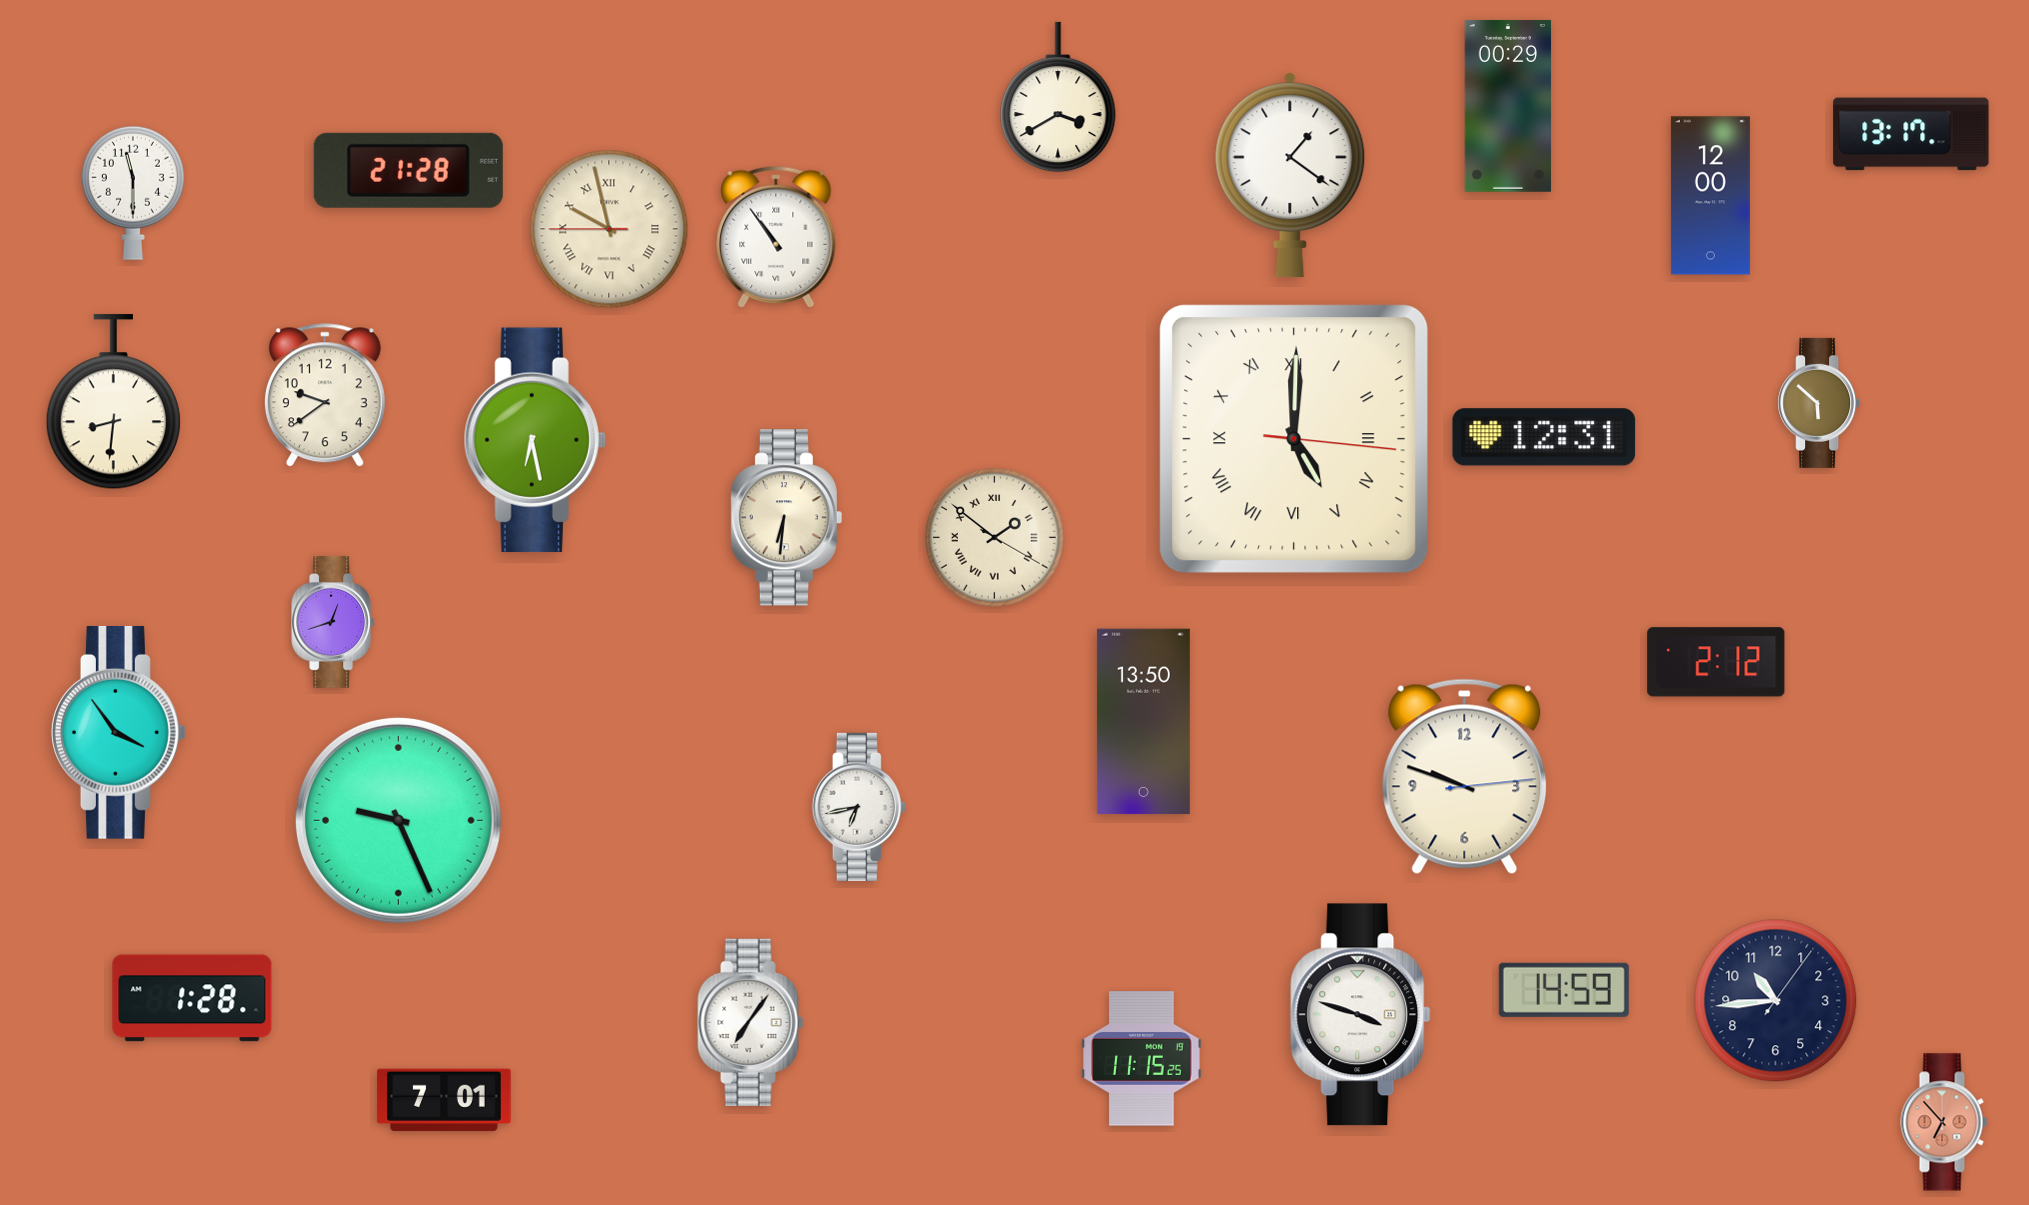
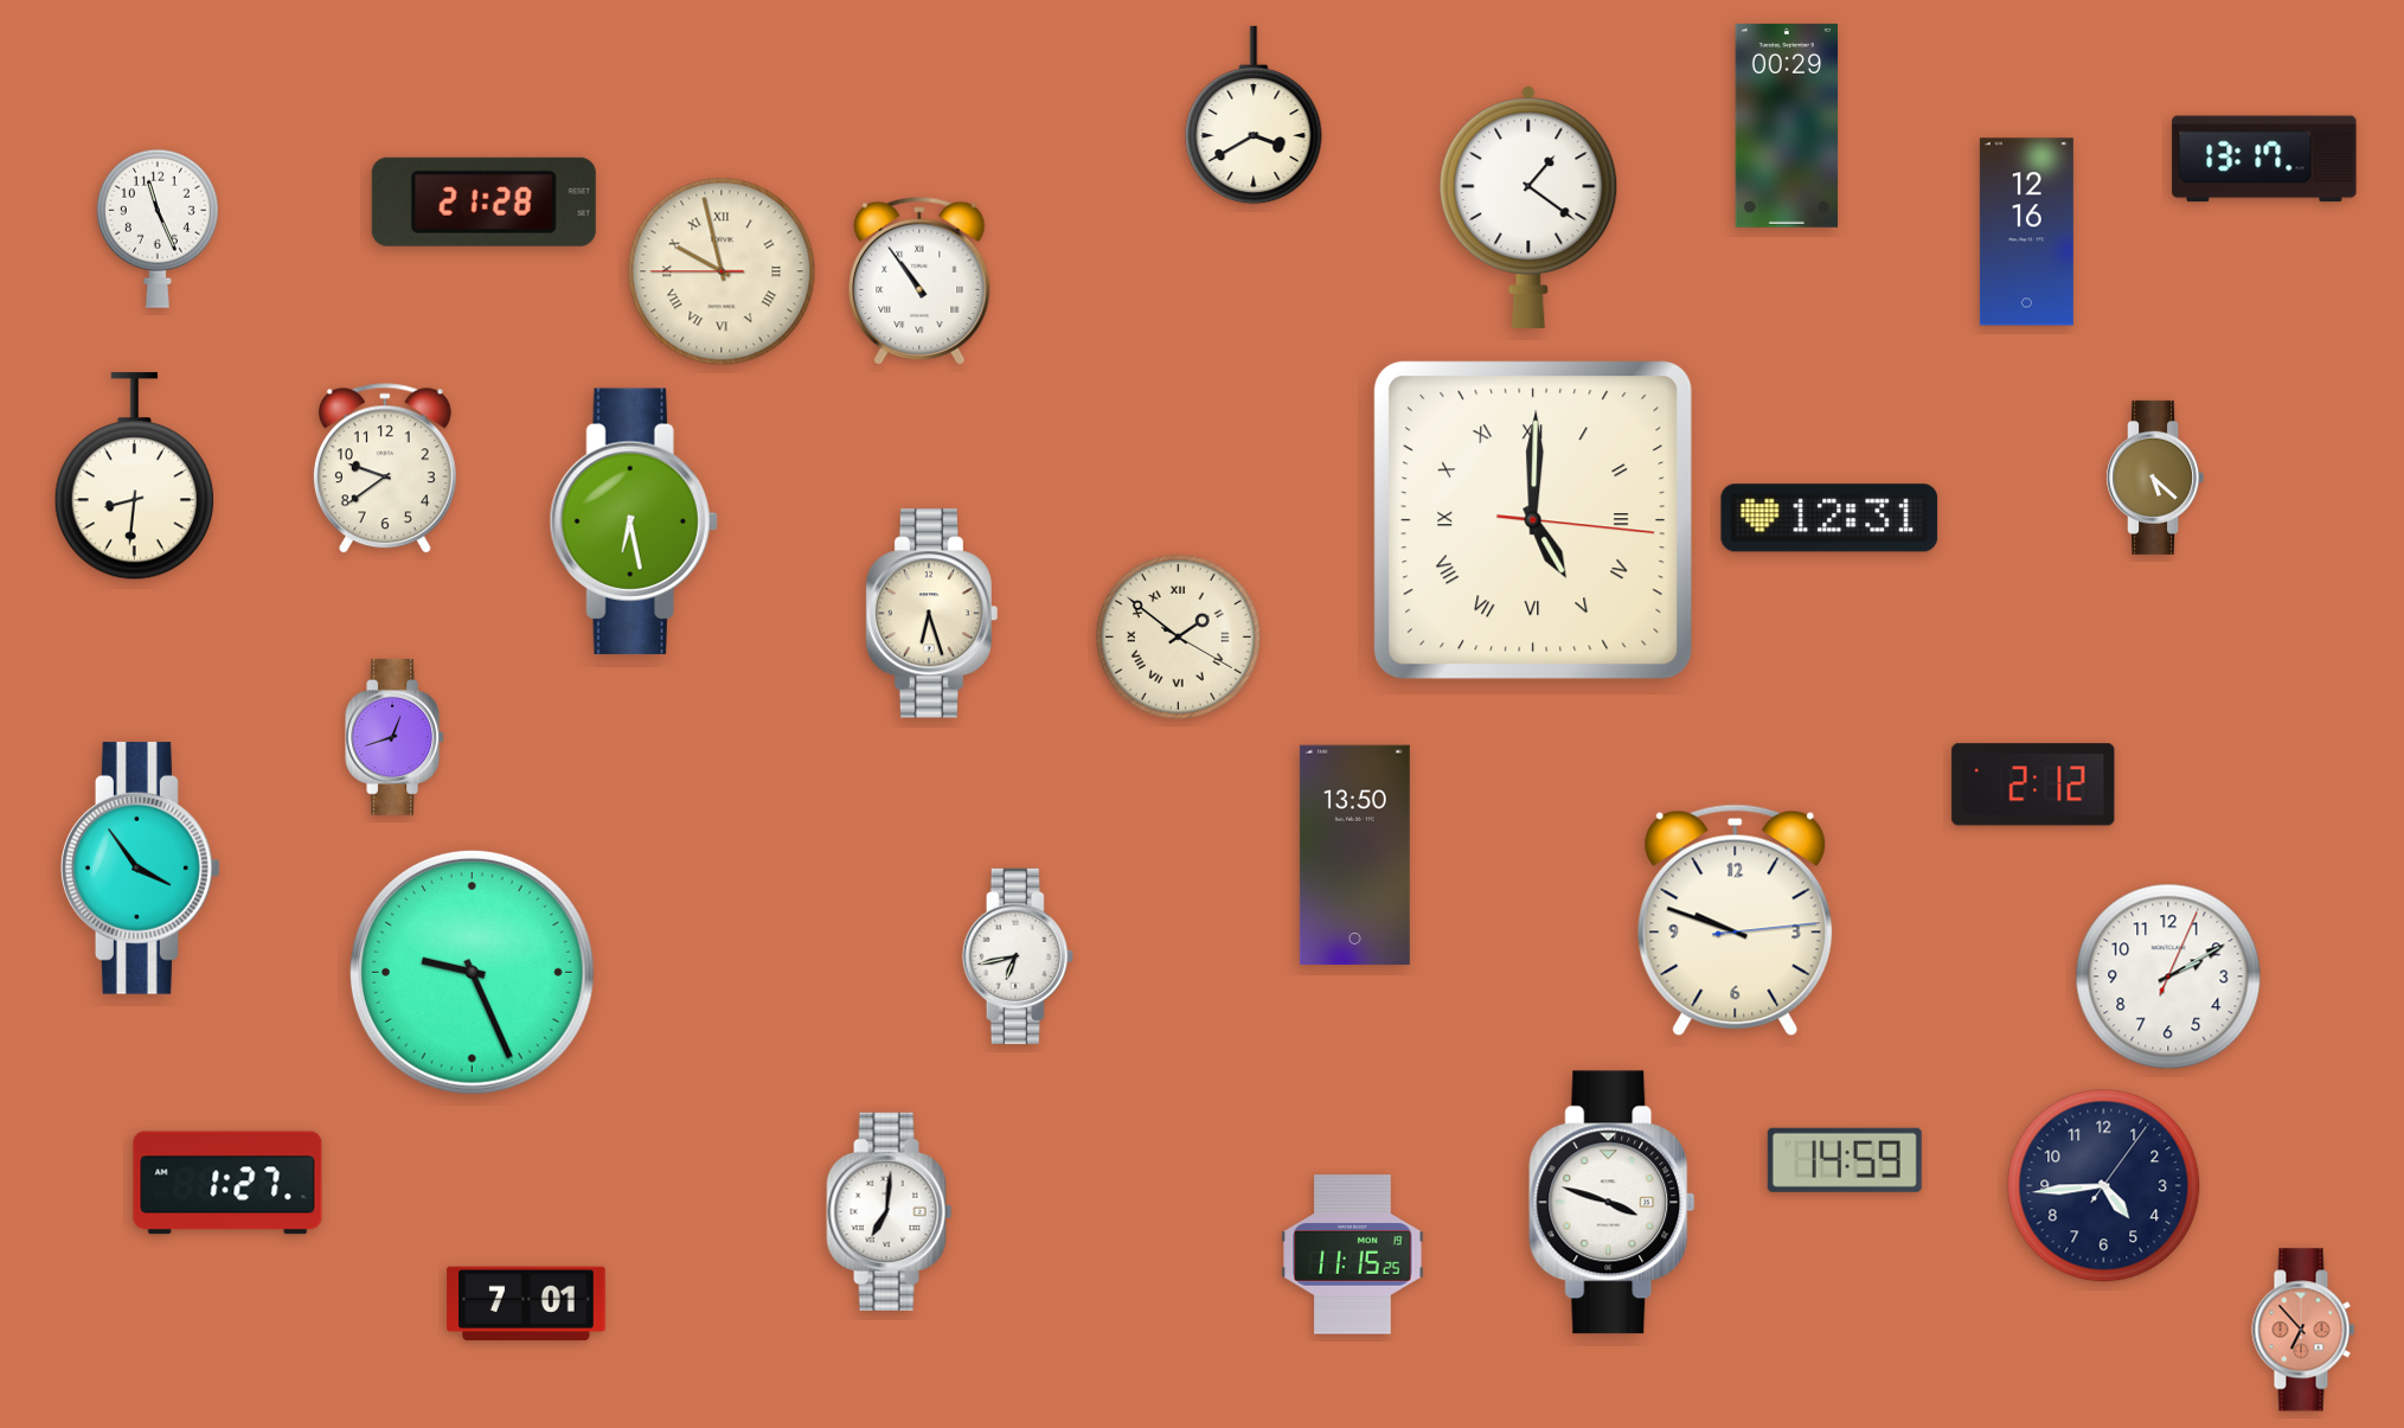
clock at (133, 193): 11:30 -> 11:26
clock at (1710, 196): 12:00 -> 12:16
clock at (1819, 403): 5:52 -> 5:22
clock at (787, 518): 6:31 -> 6:27
clock at (2168, 976): none -> 2:10
clock at (1564, 990) position: (1564, 990) -> (1845, 1160)
clock at (192, 998): 1:28 -> 1:27
clock at (1776, 1001): 10:44 -> 4:44
clock at (751, 1022): 7:06 -> 7:01
